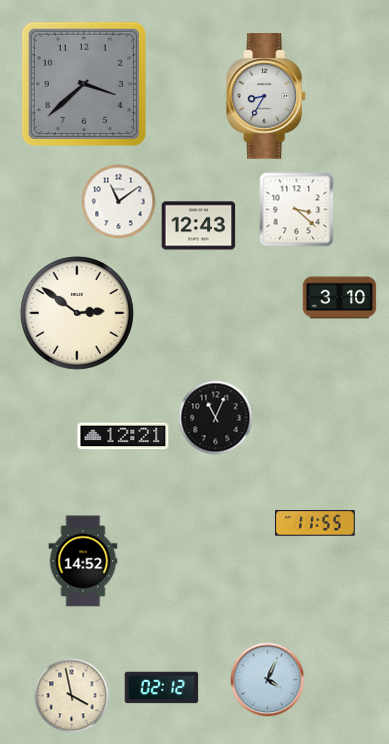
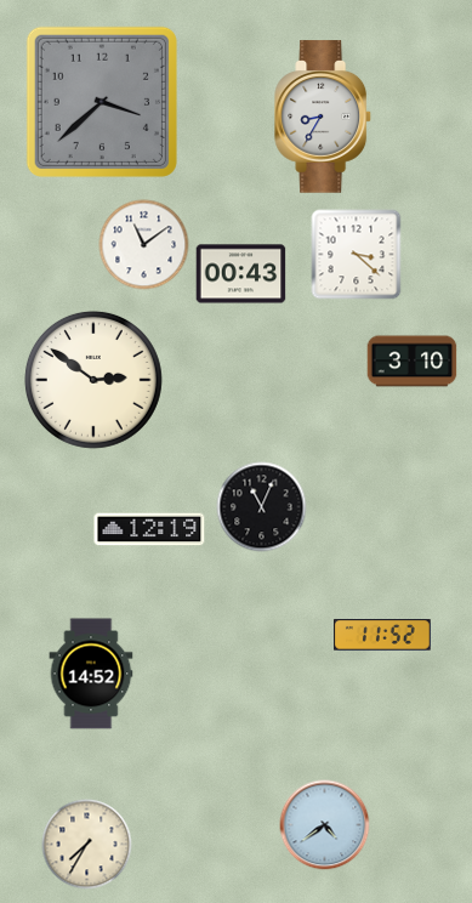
clock at (297, 210) position: (297, 210) -> (357, 255)
clock at (199, 226): 12:43 -> 00:43
clock at (123, 436): 12:21 -> 12:19
clock at (316, 523): 11:55 -> 11:52
clock at (83, 561) position: (83, 561) -> (91, 674)
clock at (268, 680): 4:04 -> 4:39
clock at (162, 688): 02:12 -> none
clock at (72, 696): 3:58 -> 7:35
